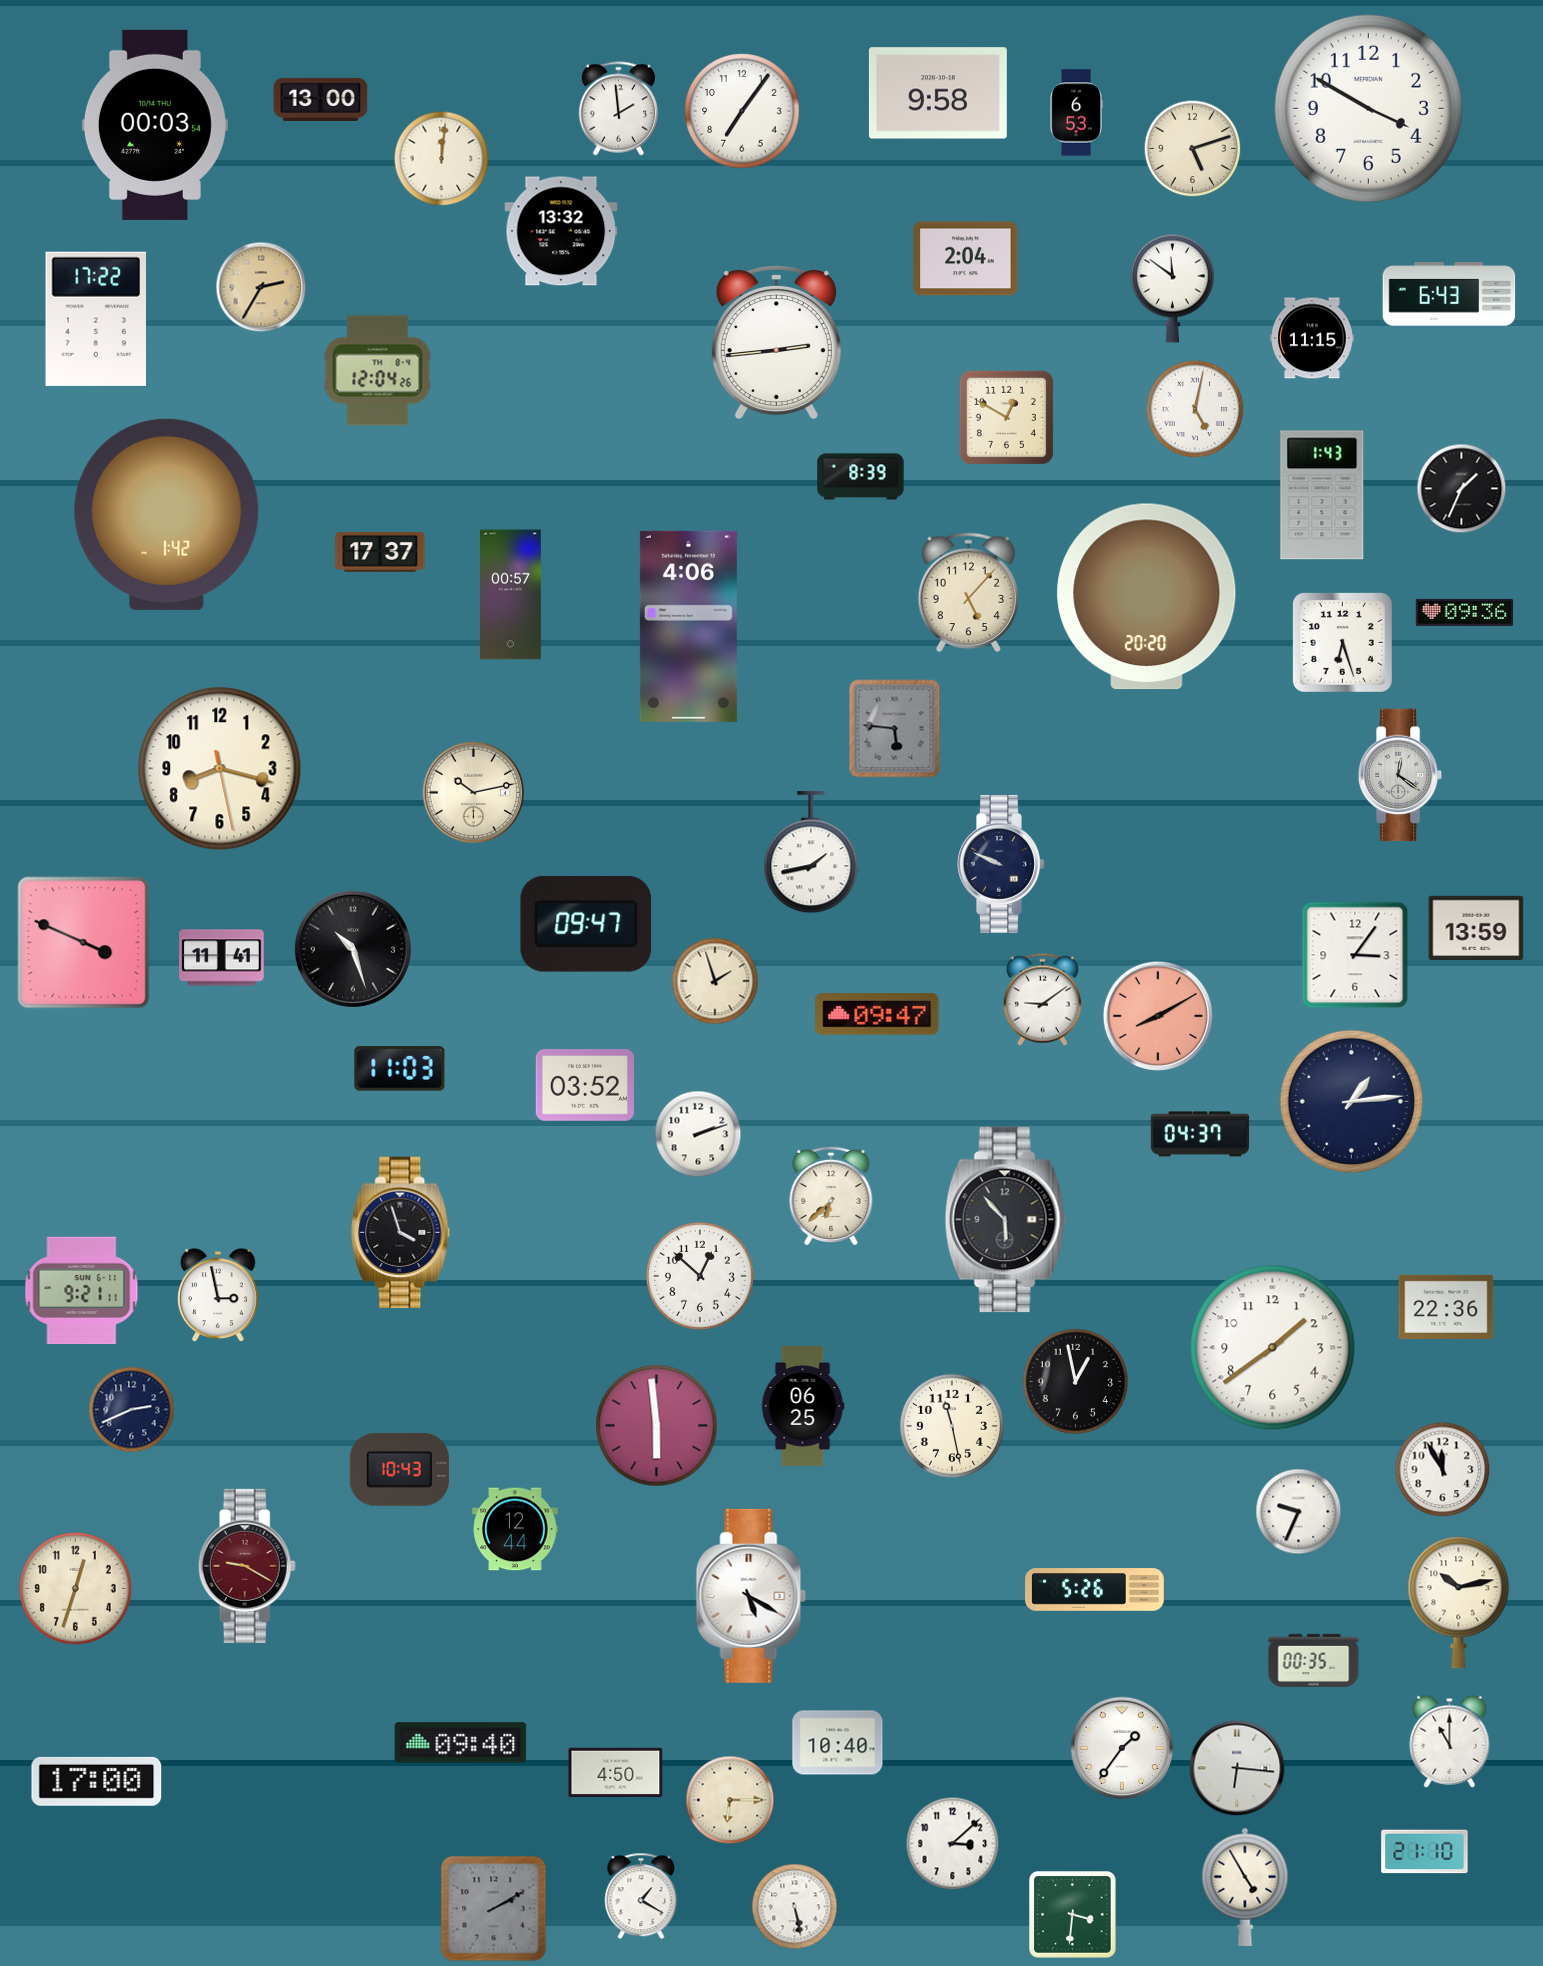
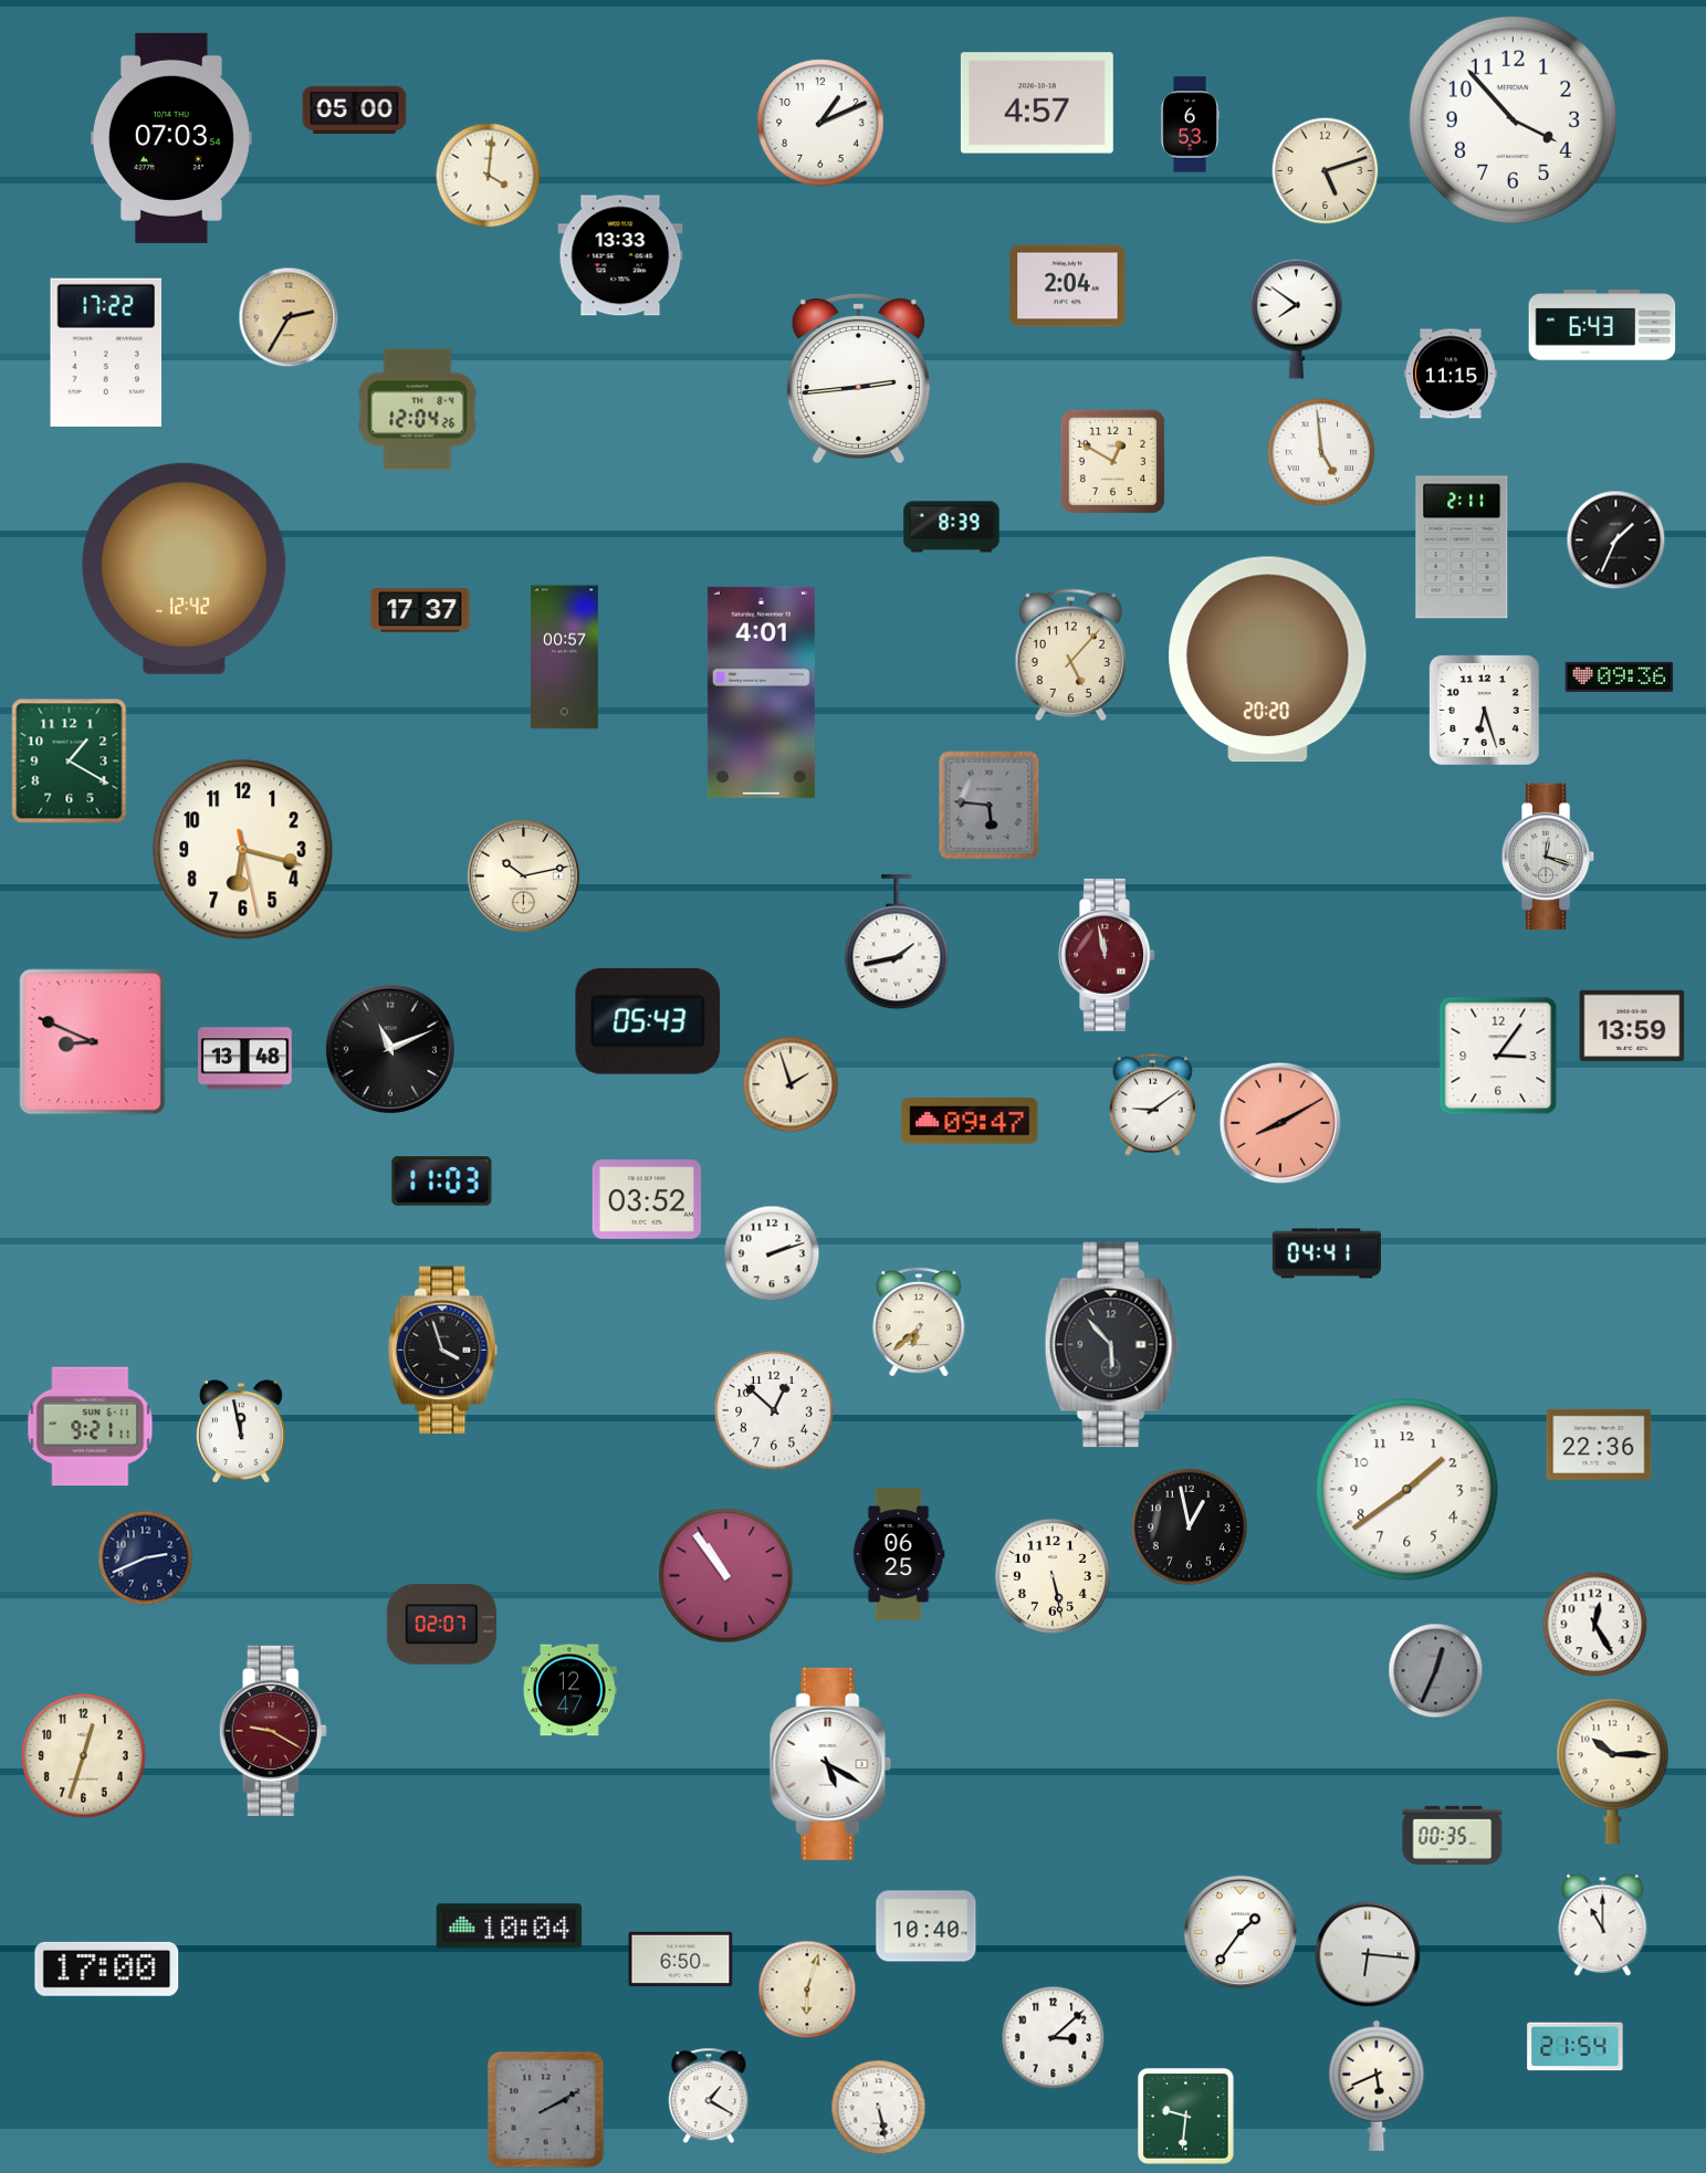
clock at (938, 93): 9:58 -> 4:57
clock at (321, 99): 13:00 -> 05:00
clock at (1368, 108): 3:50 -> 3:53
clock at (618, 109): 1:59 -> none
clock at (742, 111): 7:06 -> 1:11
clock at (155, 125): 00:03 -> 07:03
clock at (1193, 149) position: (1193, 149) -> (1326, 171)
clock at (442, 159): 12:01 -> 4:01
clock at (561, 231): 13:32 -> 13:33
clock at (1172, 288): 11:51 -> 7:51
clock at (1195, 409): 5:02 -> 4:59
clock at (1322, 495): 1:43 -> 2:11
clock at (167, 514): 1:42 -> 12:42
clock at (688, 626): 4:06 -> 4:01
clock at (70, 762): none -> 1:20
clock at (220, 769): 8:17 -> 6:17
clock at (1400, 775): 12:21 -> 12:18
clock at (1001, 864): 9:49 -> 11:58
clock at (1001, 864) dial: navy -> burgundy
clock at (586, 924): 09:47 -> 05:43
clock at (84, 943): 3:49 -> 8:49
clock at (353, 949): 10:27 -> 11:11
clock at (222, 958): 11:41 -> 13:48
clock at (1351, 1101): 1:14 -> none
clock at (1199, 1134): 04:37 -> 04:41
clock at (1006, 1220) position: (1006, 1220) -> (1112, 1345)
clock at (401, 1233) position: (401, 1233) -> (443, 1351)
clock at (218, 1295): 2:58 -> 11:58
clock at (803, 1407) position: (803, 1407) -> (899, 1555)
clock at (657, 1426): 5:59 -> 10:54
clock at (952, 1426): 11:28 -> 5:28
clock at (399, 1470): 10:43 -> 02:07
clock at (1443, 1470): 11:55 -> 12:25
clock at (1299, 1512): 9:34 -> 12:34
clock at (1299, 1512) dial: white -> grey
clock at (515, 1529): 12:44 -> 12:47
clock at (1095, 1590): 5:26 -> none
clock at (1459, 1603): 10:13 -> 10:15
clock at (461, 1743): 09:40 -> 10:04
clock at (616, 1772): 4:50 -> 6:50
clock at (730, 1800): 6:15 -> 6:03
clock at (1425, 1852): 21:10 -> 21:54
clock at (1245, 1887): 4:55 -> 5:41
clock at (1073, 1915): 3:31 -> 9:31
